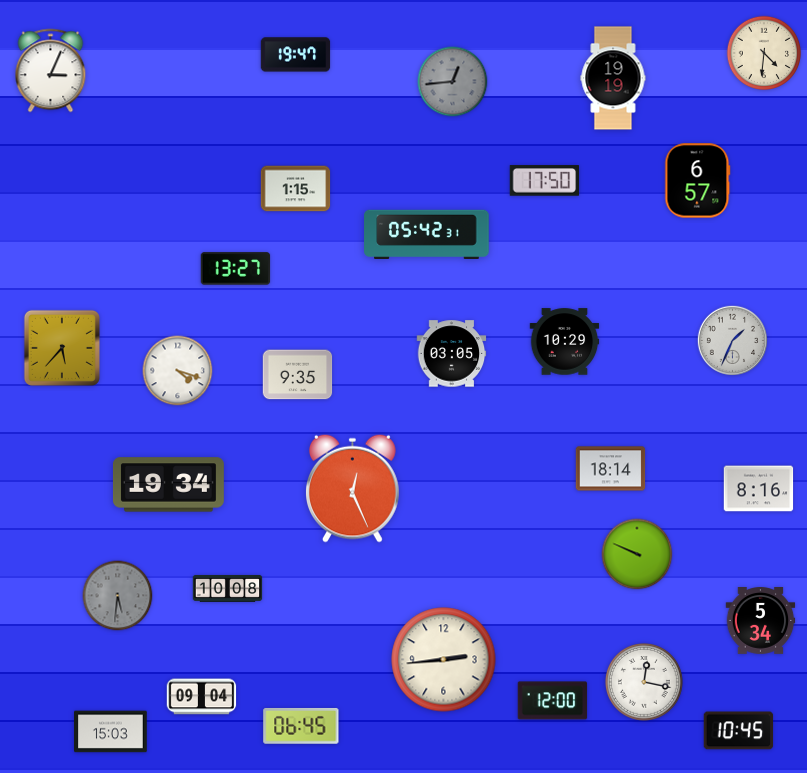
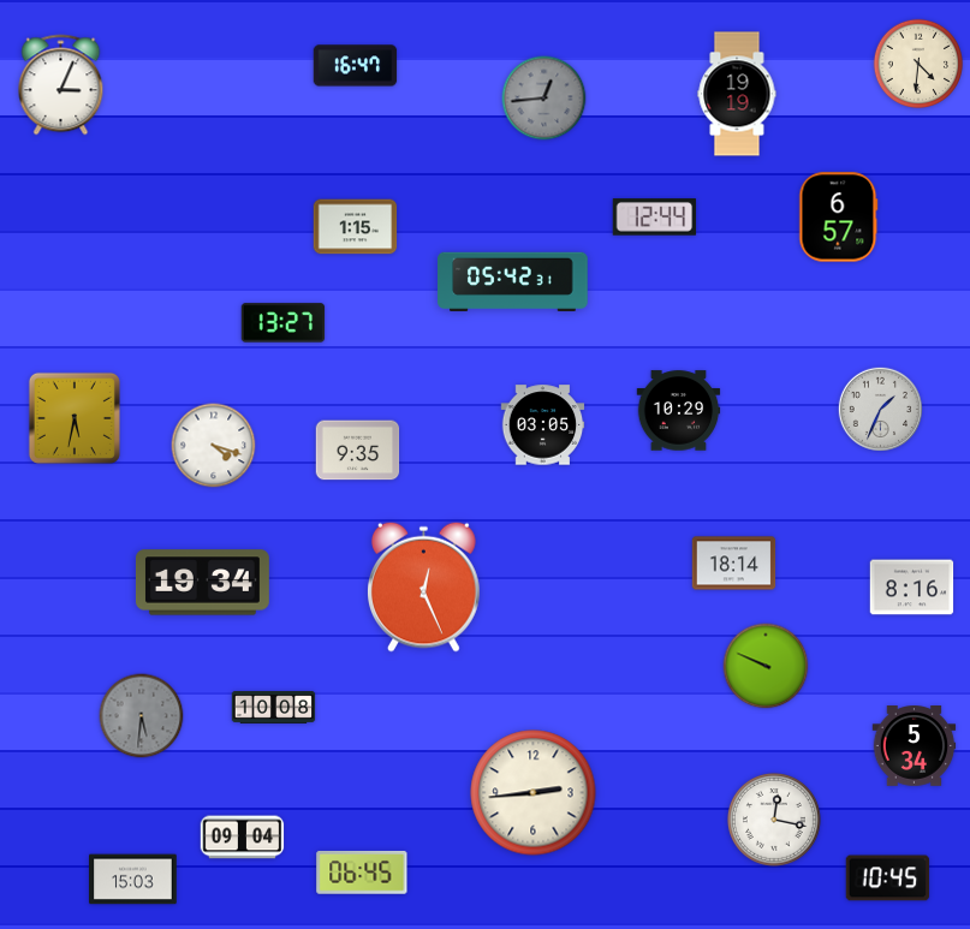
clock at (296, 55): 19:47 -> 16:47
clock at (545, 181): 17:50 -> 12:44
clock at (62, 348): 5:37 -> 5:32
clock at (553, 701): 12:00 -> none
